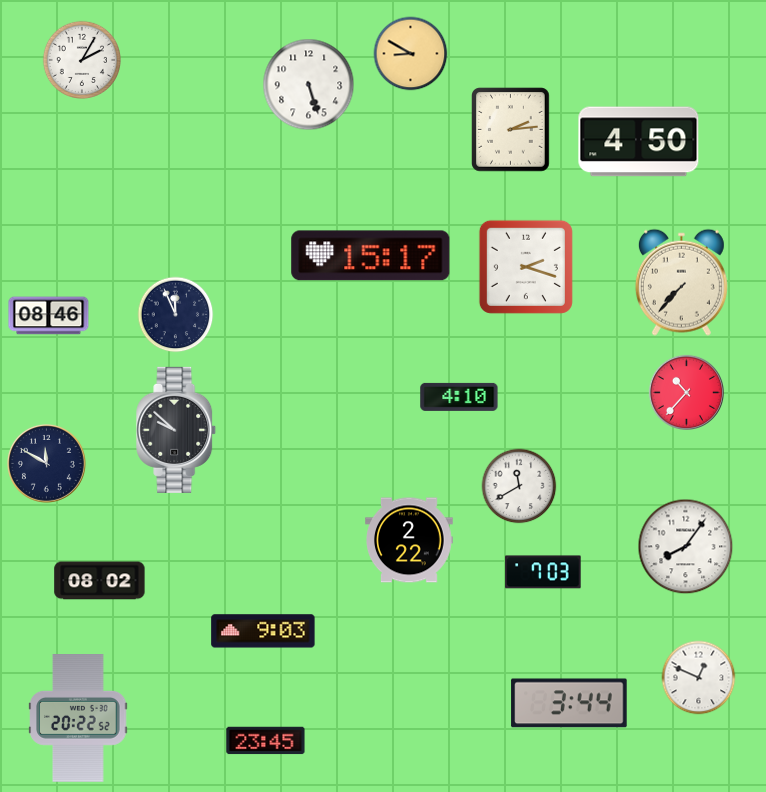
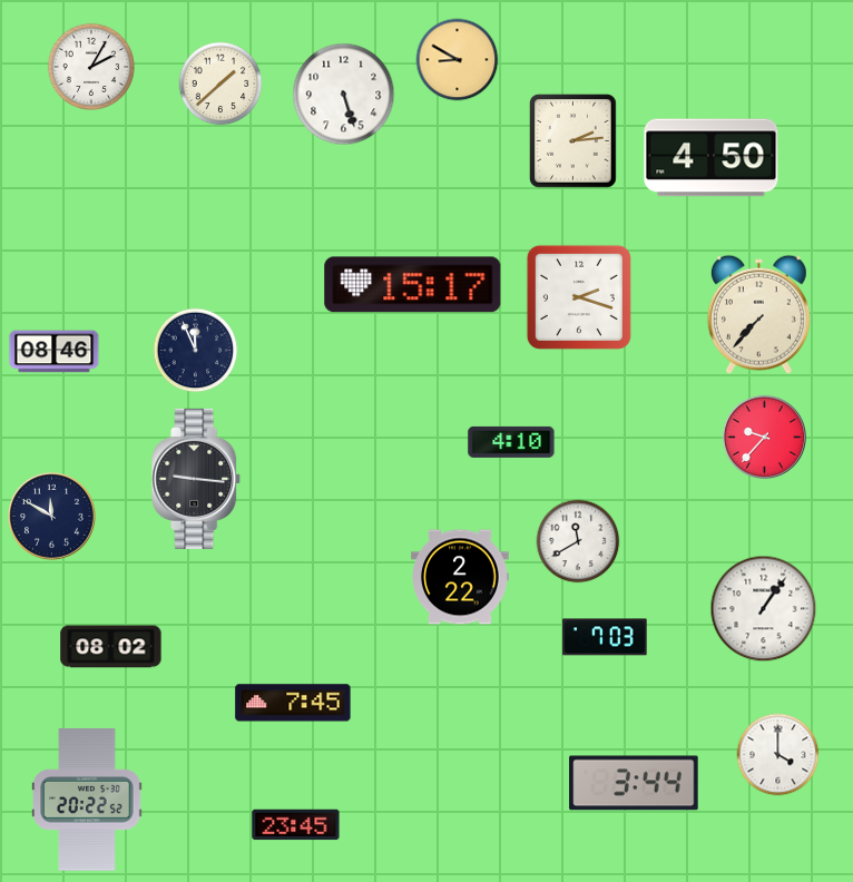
clock at (220, 84): none -> 1:38
clock at (511, 130) position: (511, 130) -> (573, 141)
clock at (526, 267) position: (526, 267) -> (579, 297)
clock at (686, 392): 10:37 -> 9:37
clock at (177, 430): 9:52 -> 9:16
clock at (410, 540) position: (410, 540) -> (461, 577)
clock at (686, 547): 8:06 -> 1:06
clock at (263, 631): 9:03 -> 7:45
clock at (699, 678): 12:49 -> 4:00
